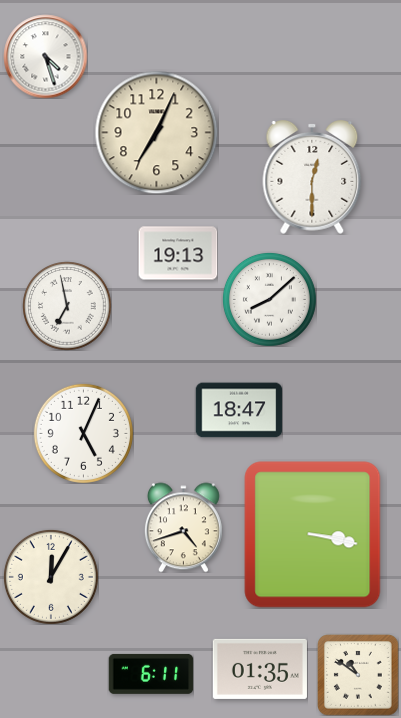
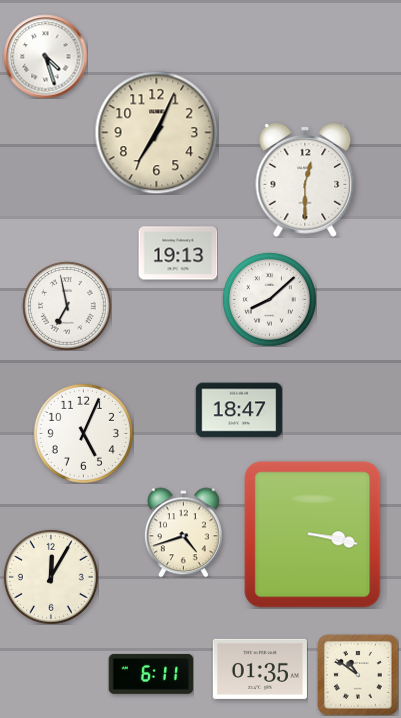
clock at (312, 178) position: (312, 178) -> (305, 181)
clock at (183, 527) position: (183, 527) -> (183, 532)
